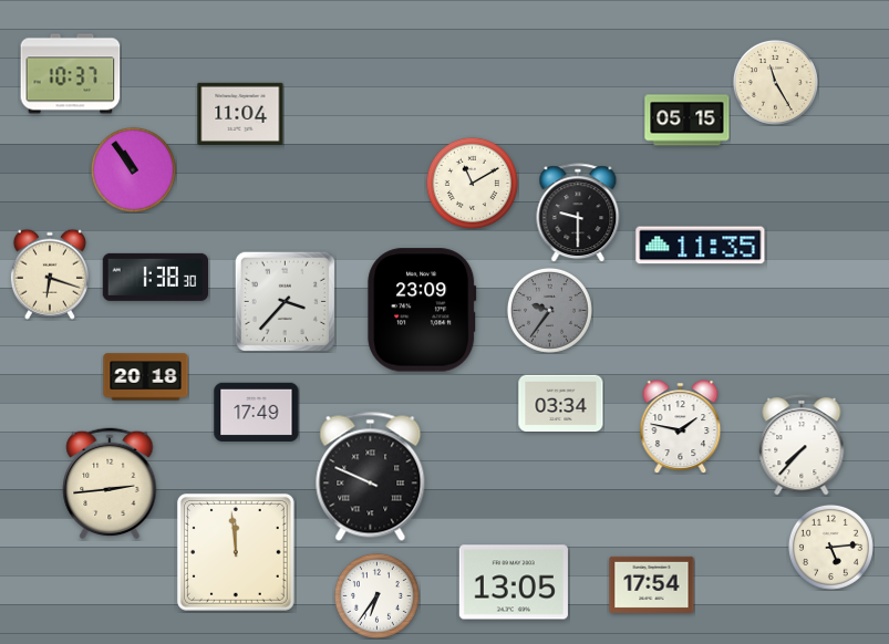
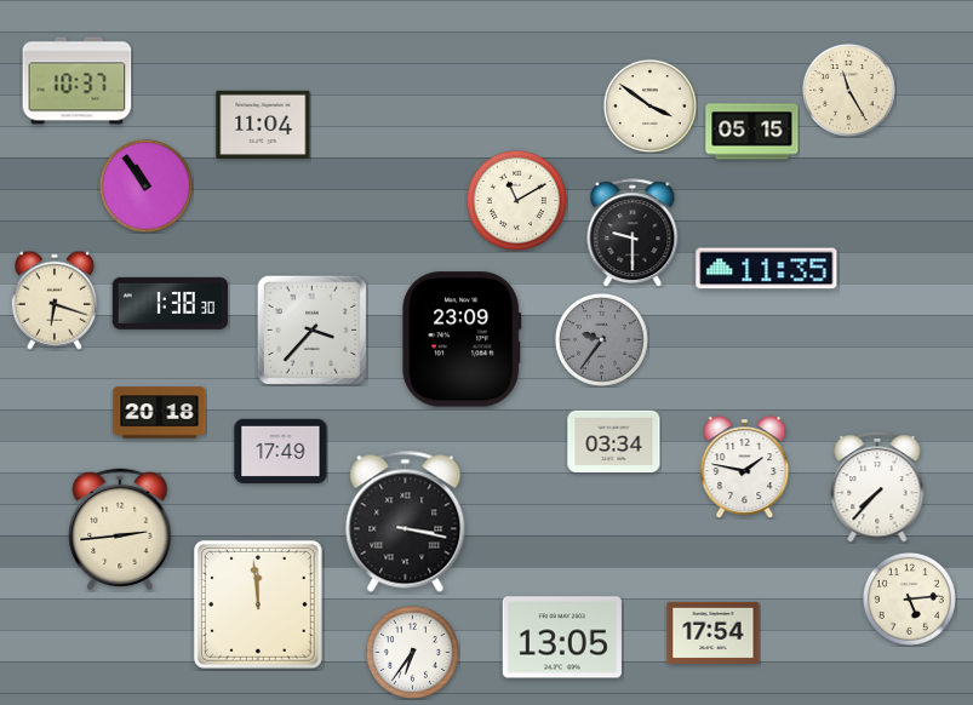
clock at (649, 105): none -> 3:51
clock at (371, 476): 9:49 -> 3:17
clock at (652, 584) position: (652, 584) -> (714, 632)
